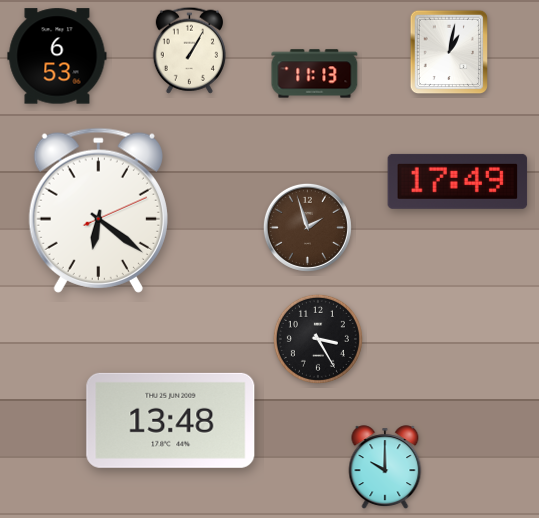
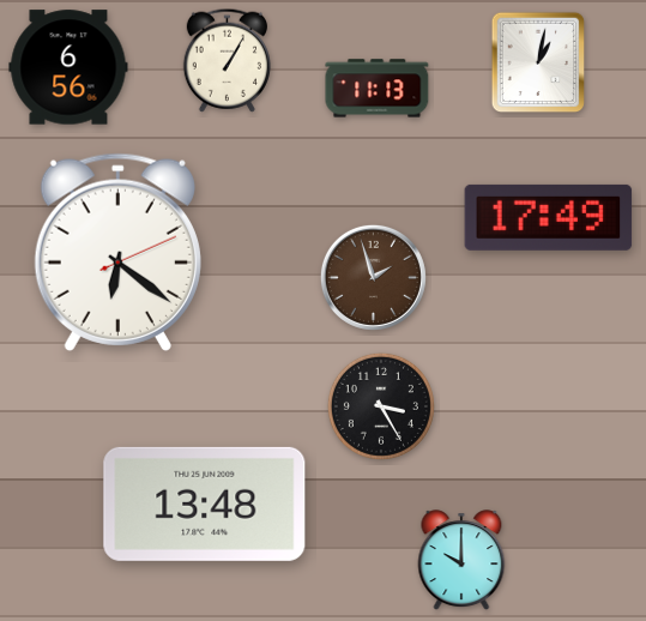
clock at (57, 56): 6:53 -> 6:56
clock at (307, 227) position: (307, 227) -> (373, 277)
